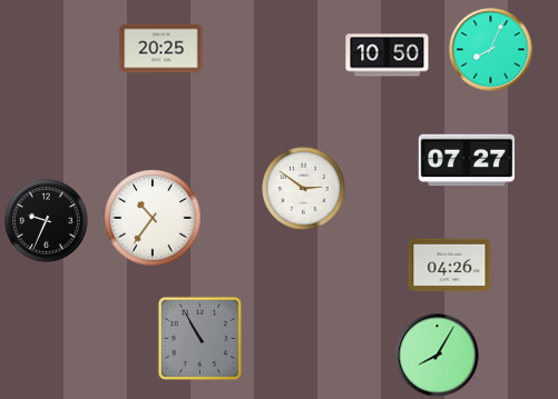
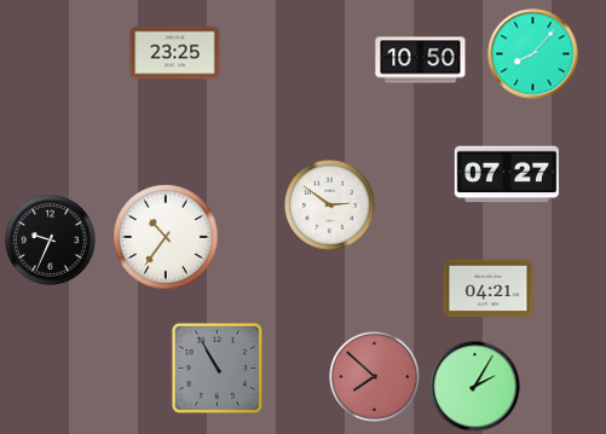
clock at (161, 49): 20:25 -> 23:25
clock at (491, 50): 8:04 -> 8:07
clock at (450, 266): 04:26 -> 04:21
clock at (375, 377): none -> 7:52
clock at (438, 356): 8:05 -> 2:05
